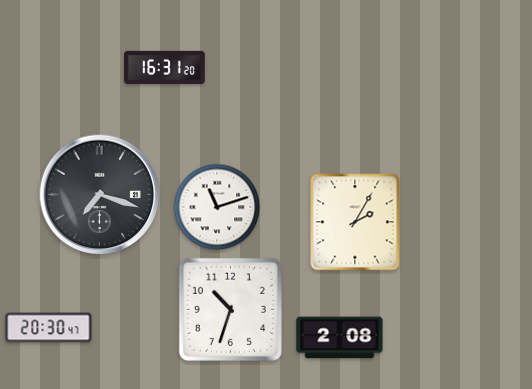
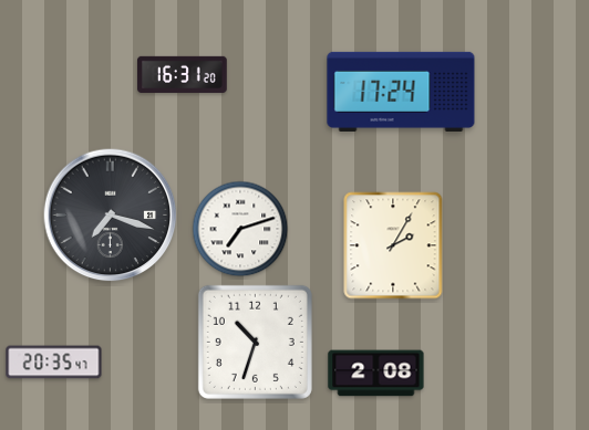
clock at (401, 92): none -> 17:24
clock at (217, 207): 11:12 -> 7:12
clock at (49, 328): 20:30 -> 20:35
